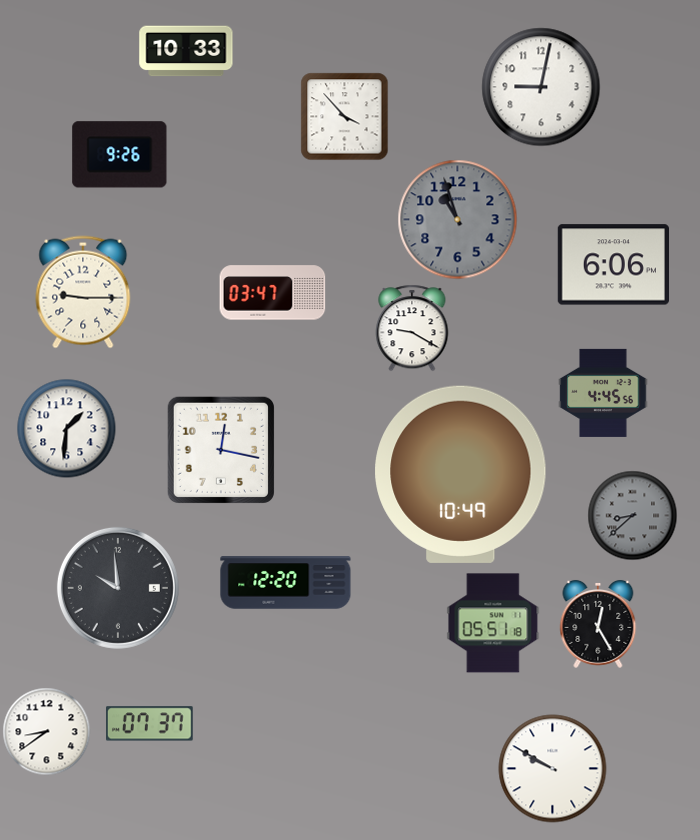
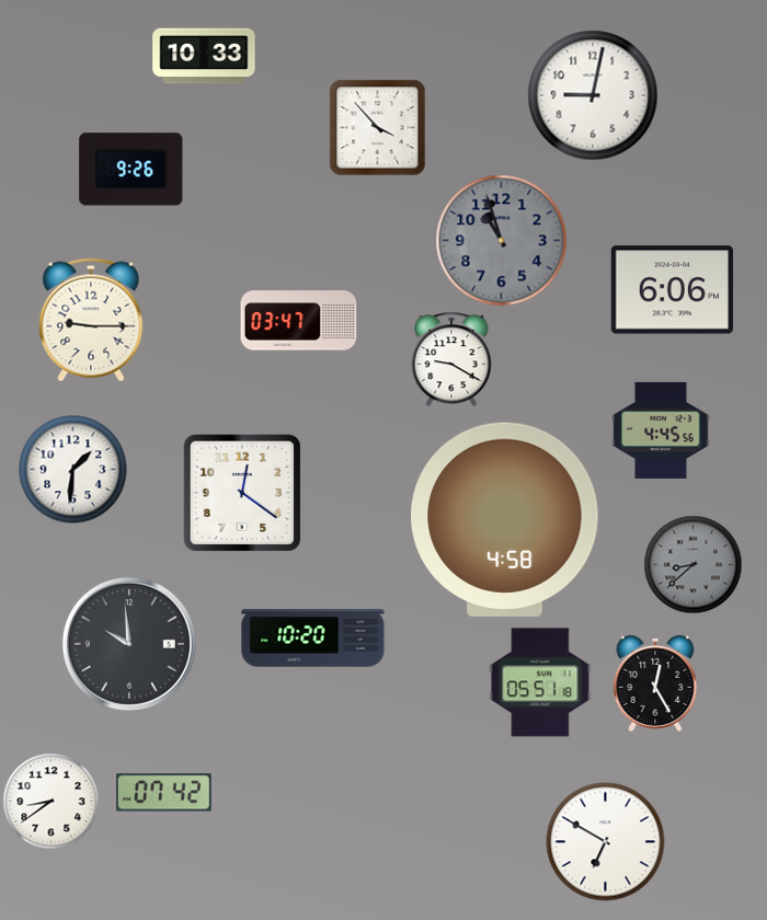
clock at (221, 450): 12:17 -> 12:21
clock at (461, 474): 10:49 -> 4:58
clock at (286, 583): 12:20 -> 10:20
clock at (150, 724): 07:37 -> 07:42
clock at (553, 769): 9:50 -> 6:50
